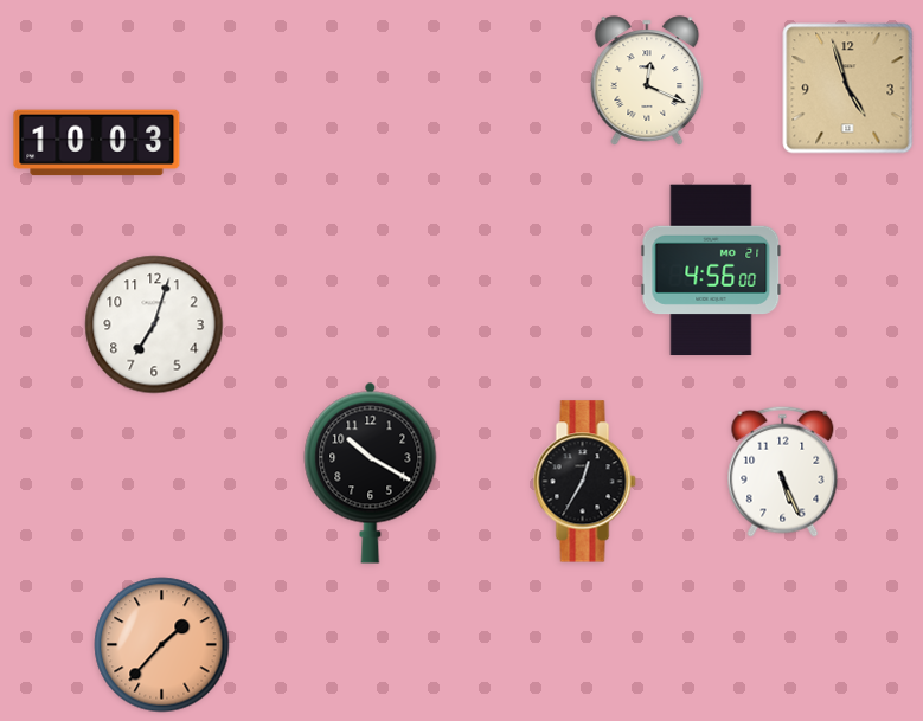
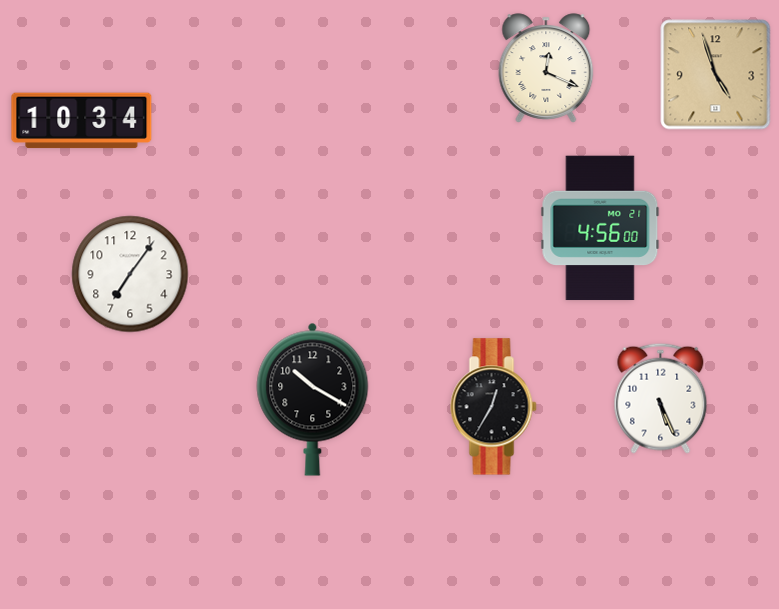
clock at (97, 143): 10:03 -> 10:34
clock at (154, 324): 7:03 -> 7:06
clock at (162, 645): 1:37 -> none
